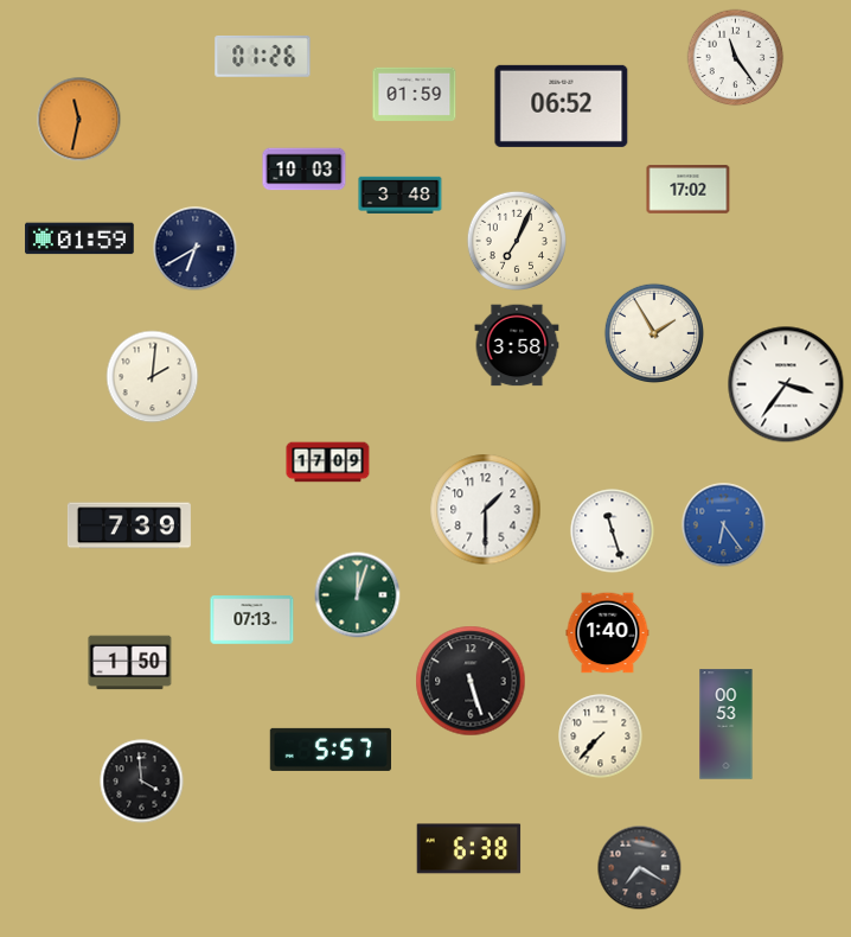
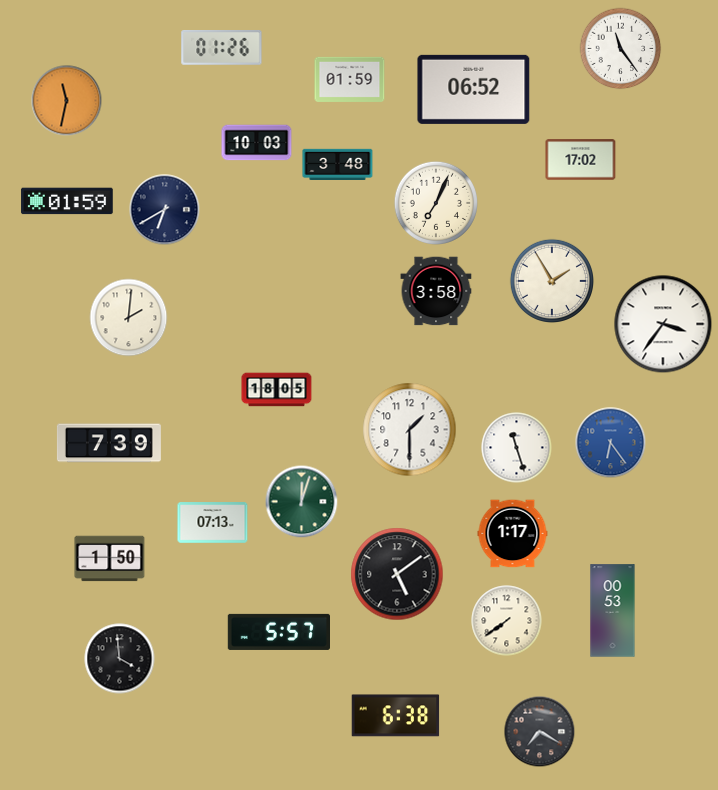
clock at (328, 463): 17:09 -> 18:05
clock at (608, 633): 1:40 -> 1:17
clock at (471, 681): 5:27 -> 5:09
clock at (601, 737): 7:37 -> 7:39
